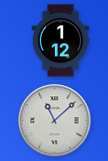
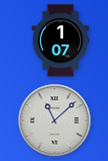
clock at (61, 41): 1:12 -> 1:07
